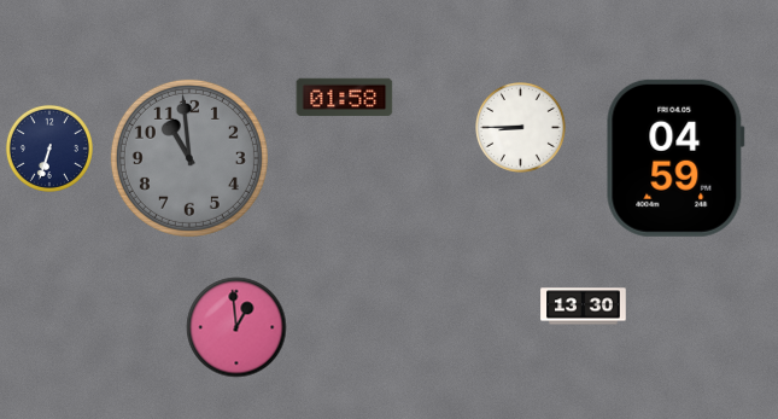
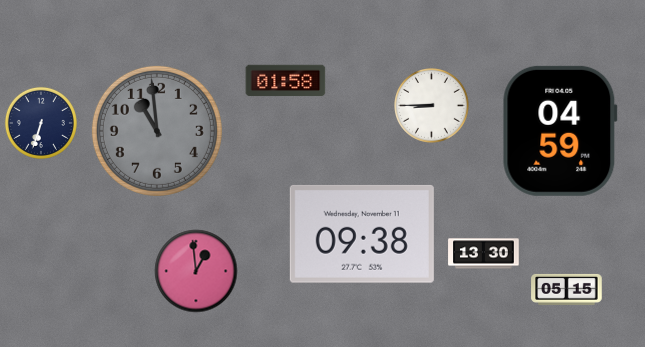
clock at (362, 234): none -> 09:38
clock at (567, 289): none -> 05:15
